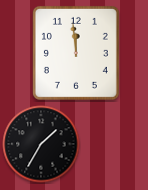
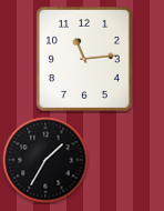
clock at (76, 53): 11:59 -> 11:14
